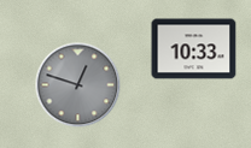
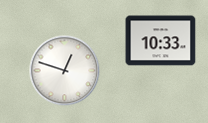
clock at (78, 85) dial: grey -> white
